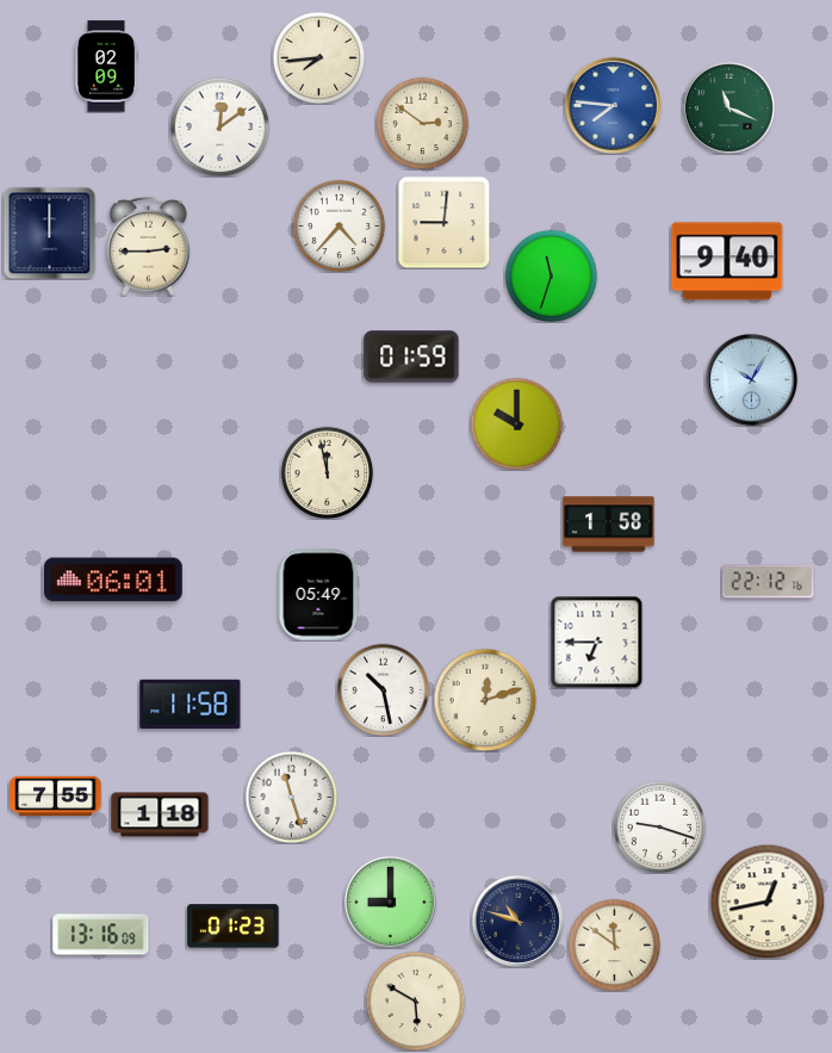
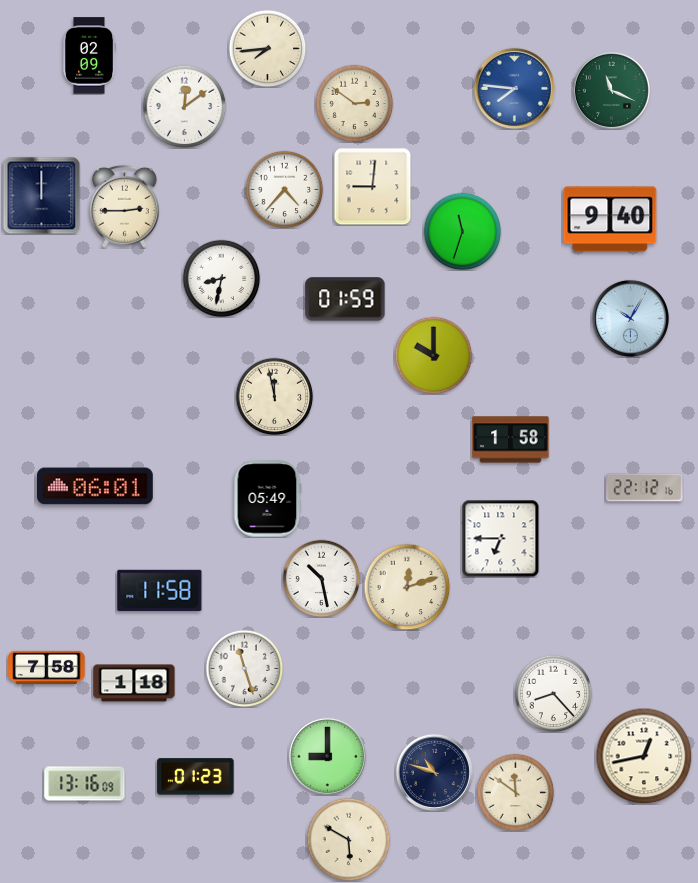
clock at (221, 278): none -> 8:32
clock at (56, 795): 7:55 -> 7:58
clock at (659, 826): 9:18 -> 8:23
